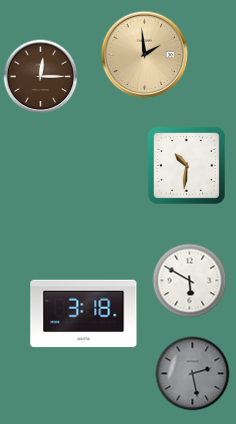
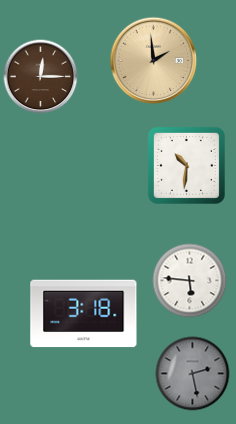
clock at (145, 55) position: (145, 55) -> (154, 61)
clock at (190, 281): 5:50 -> 5:46
